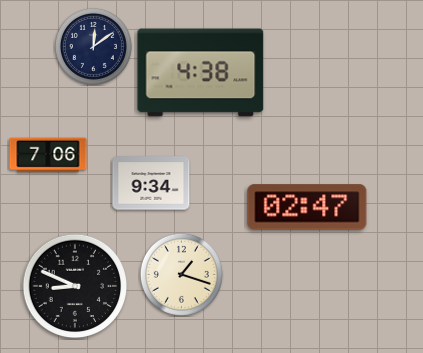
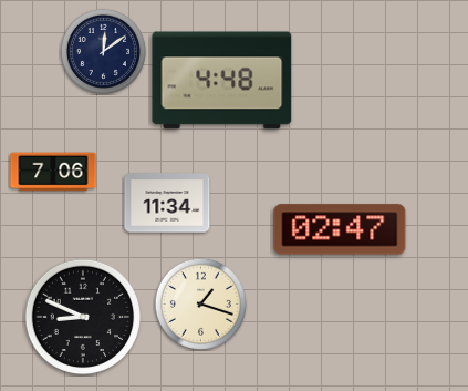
clock at (201, 73): 4:38 -> 4:48
clock at (151, 183): 9:34 -> 11:34
